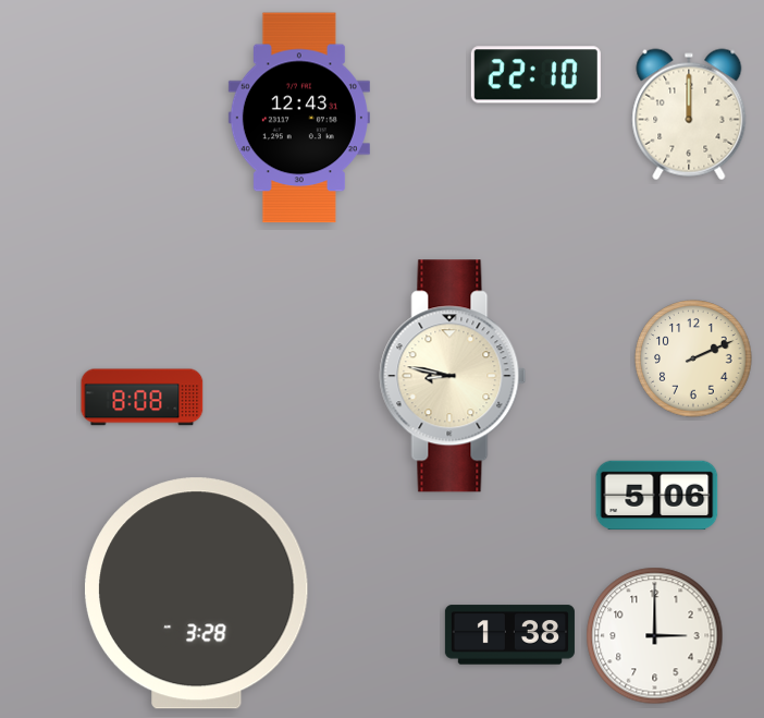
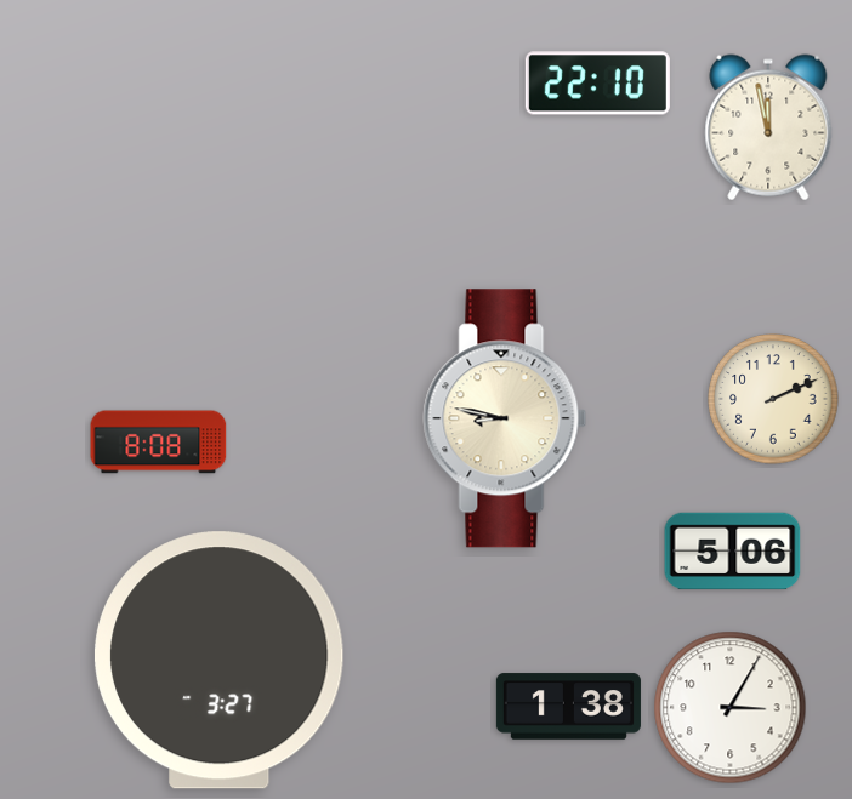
clock at (689, 114): 12:00 -> 11:58
clock at (299, 118): 12:43 -> none
clock at (196, 594): 3:28 -> 3:27
clock at (655, 636): 3:00 -> 3:05
